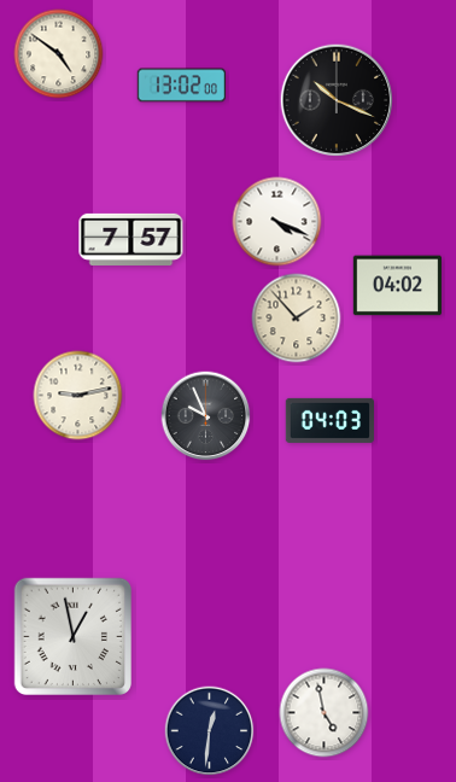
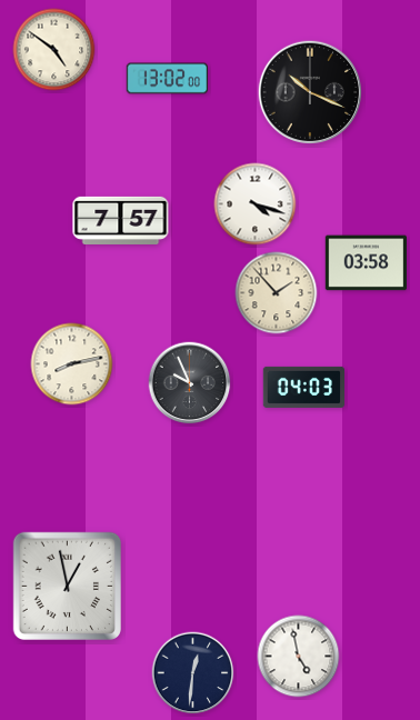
clock at (277, 222): 4:19 -> 4:18
clock at (397, 286): 04:02 -> 03:58
clock at (297, 319) position: (297, 319) -> (277, 293)
clock at (78, 396): 9:13 -> 8:13
